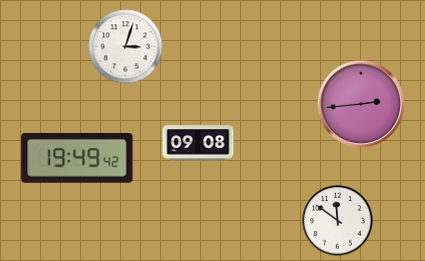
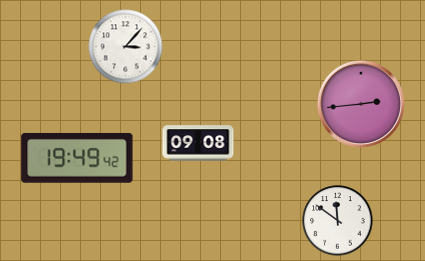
clock at (126, 47): 3:03 -> 3:07
